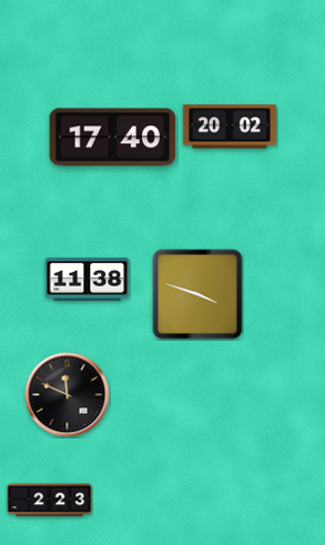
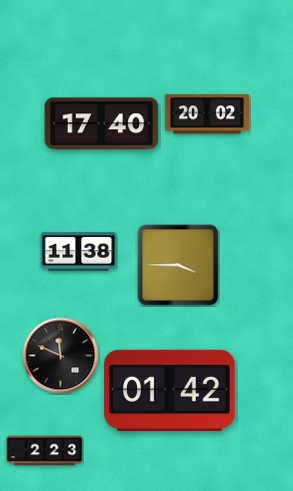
clock at (197, 294): 3:48 -> 3:45
clock at (170, 390): none -> 01:42
